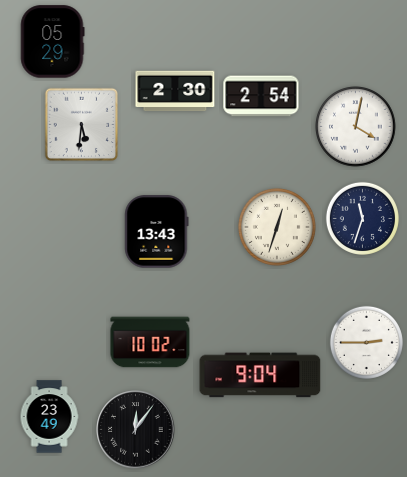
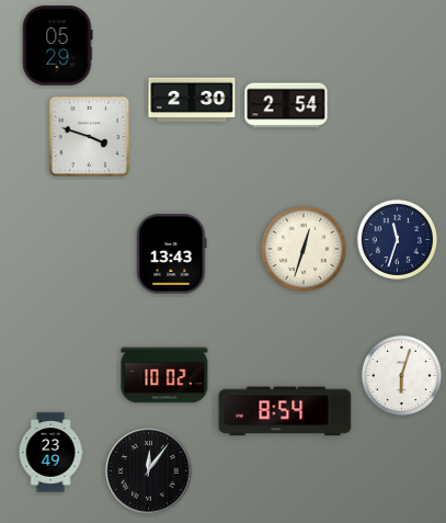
clock at (82, 125): 5:31 -> 3:48
clock at (356, 127): 4:02 -> none
clock at (366, 342): 2:45 -> 6:03
clock at (260, 375): 9:04 -> 8:54
clock at (49, 417) position: (49, 417) -> (50, 453)
